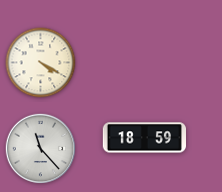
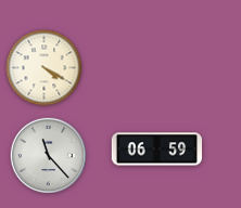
clock at (144, 138): 18:59 -> 06:59
clock at (41, 149) position: (41, 149) -> (49, 156)
